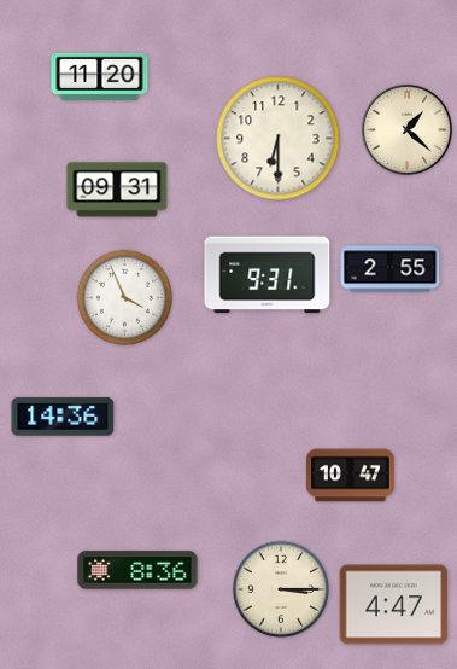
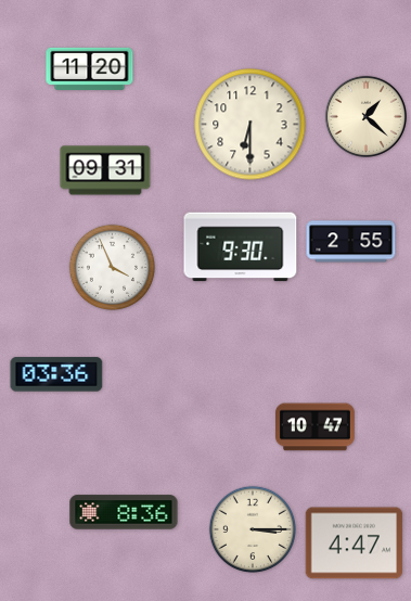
clock at (268, 275): 9:31 -> 9:30
clock at (63, 417): 14:36 -> 03:36
